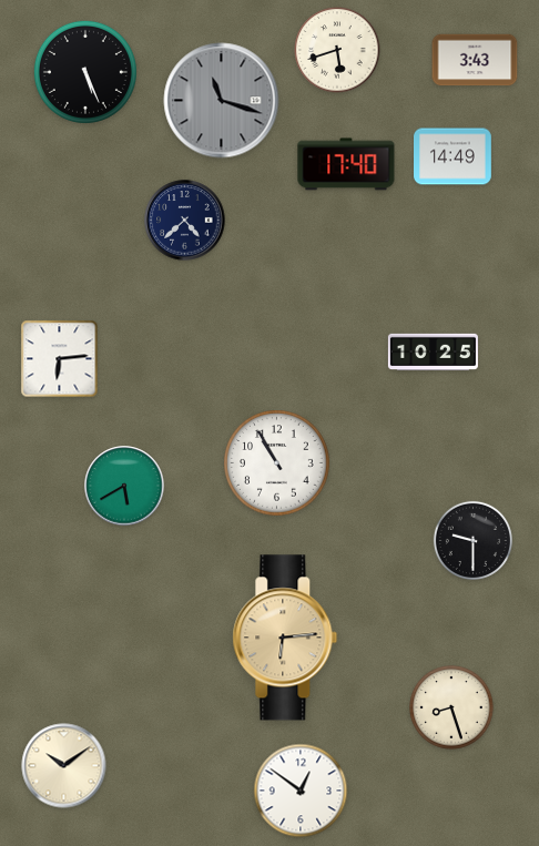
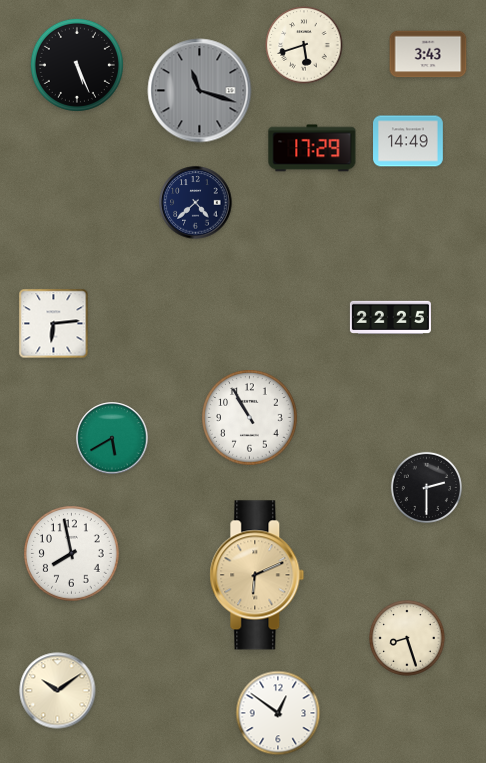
clock at (346, 164): 17:40 -> 17:29
clock at (185, 221) position: (185, 221) -> (196, 203)
clock at (433, 351): 10:25 -> 22:25
clock at (472, 540): 9:30 -> 2:30
clock at (72, 554): none -> 7:58
clock at (285, 638): 6:14 -> 6:11
clock at (301, 791) position: (301, 791) -> (278, 713)
